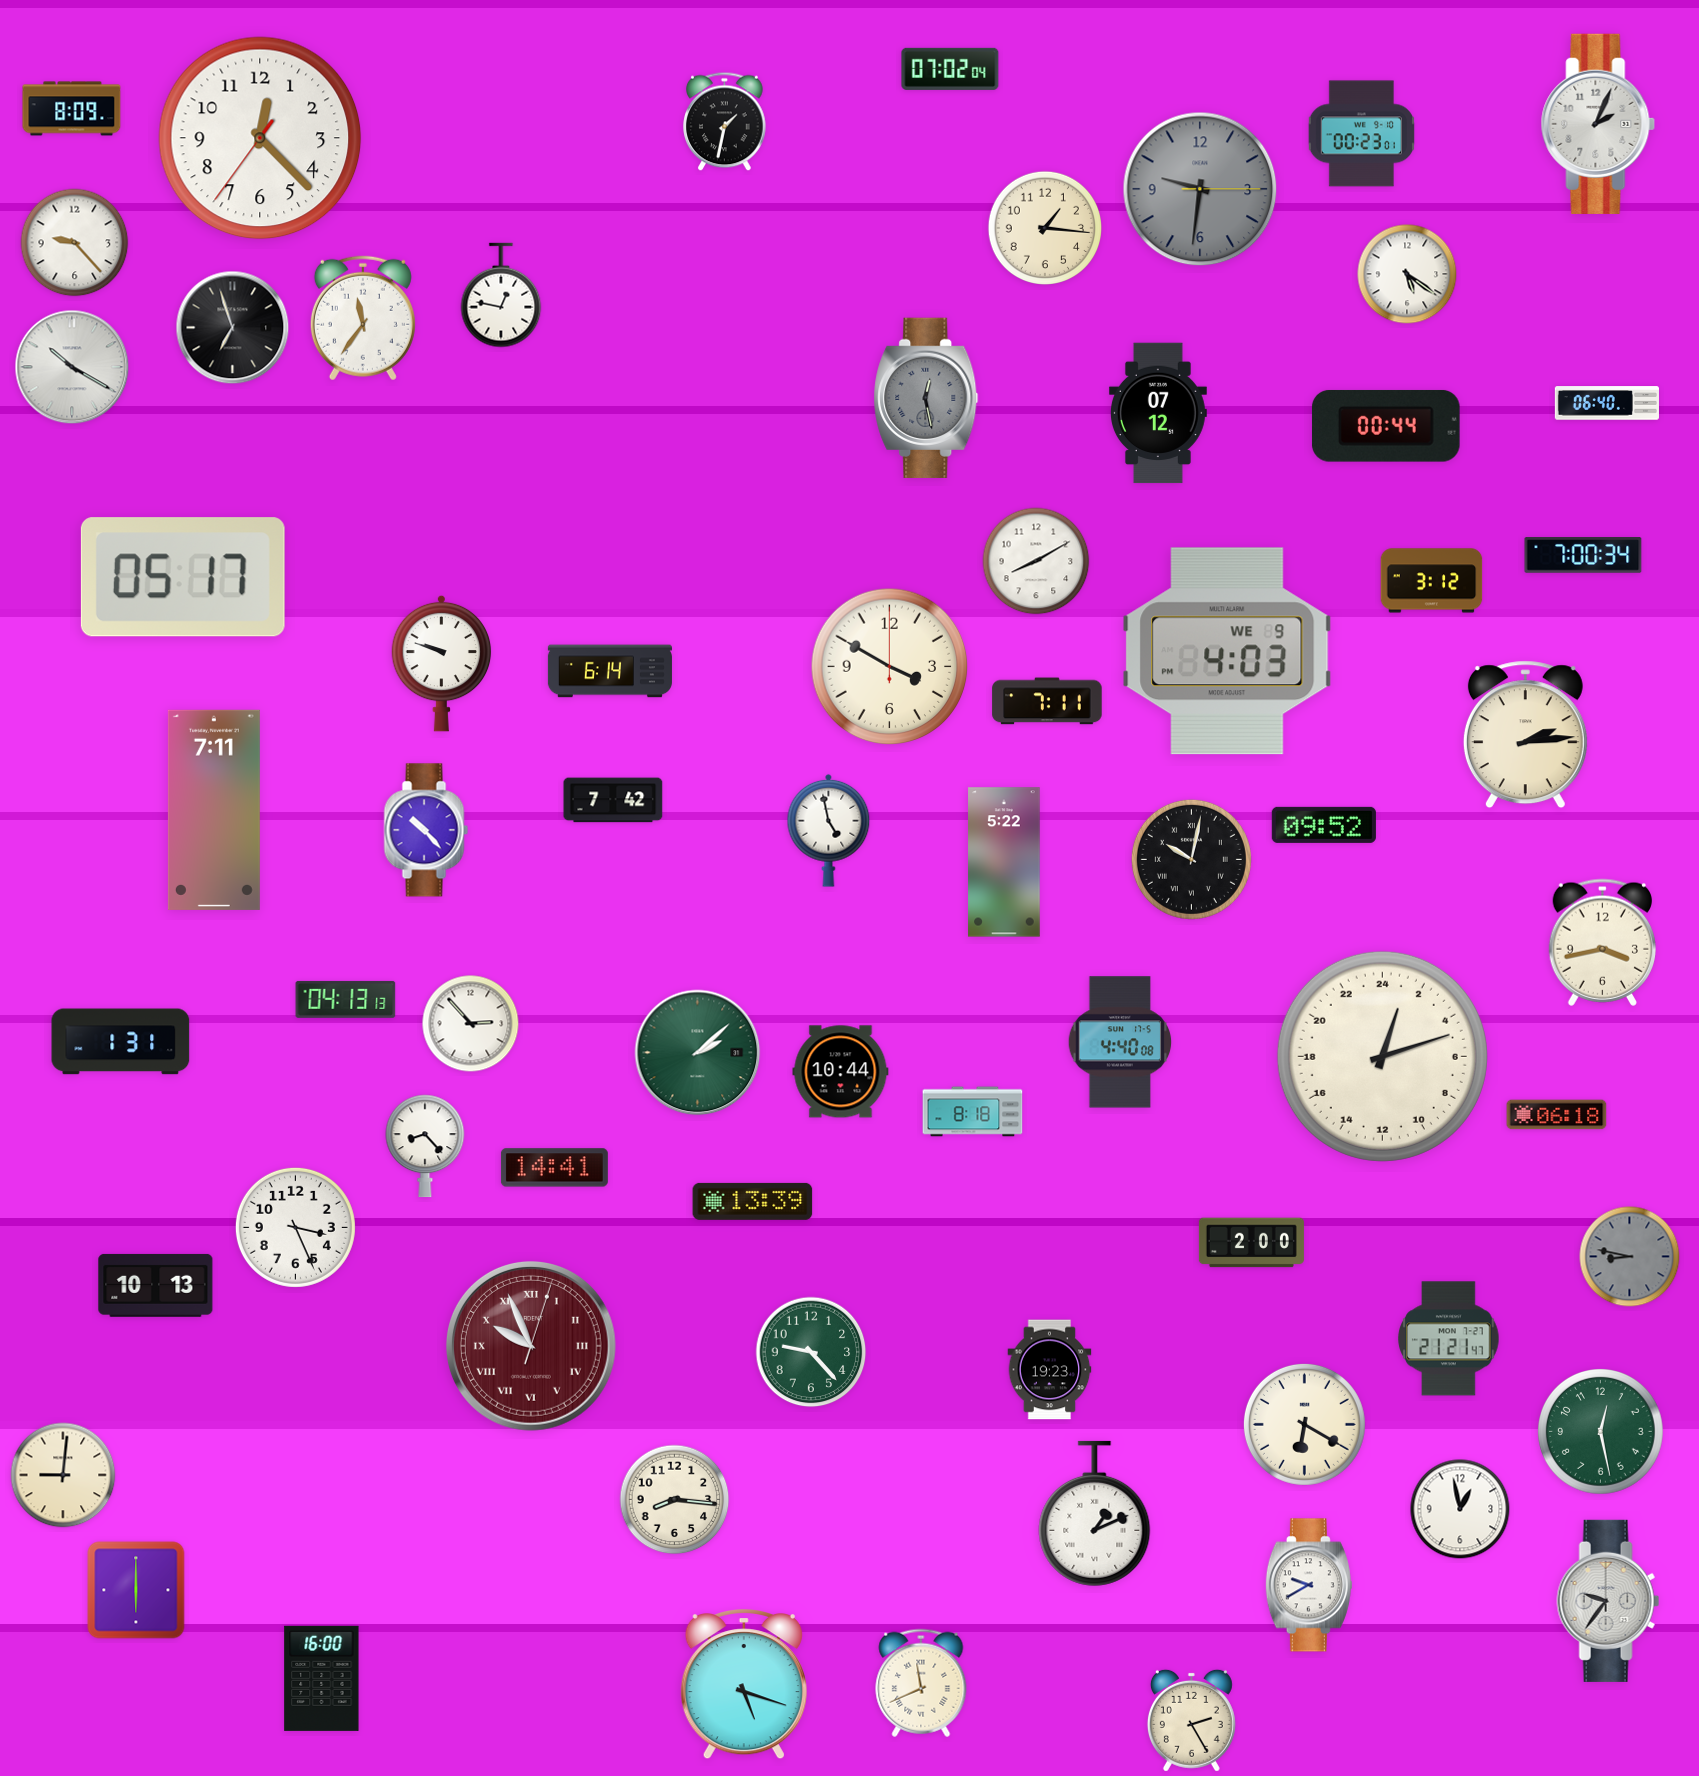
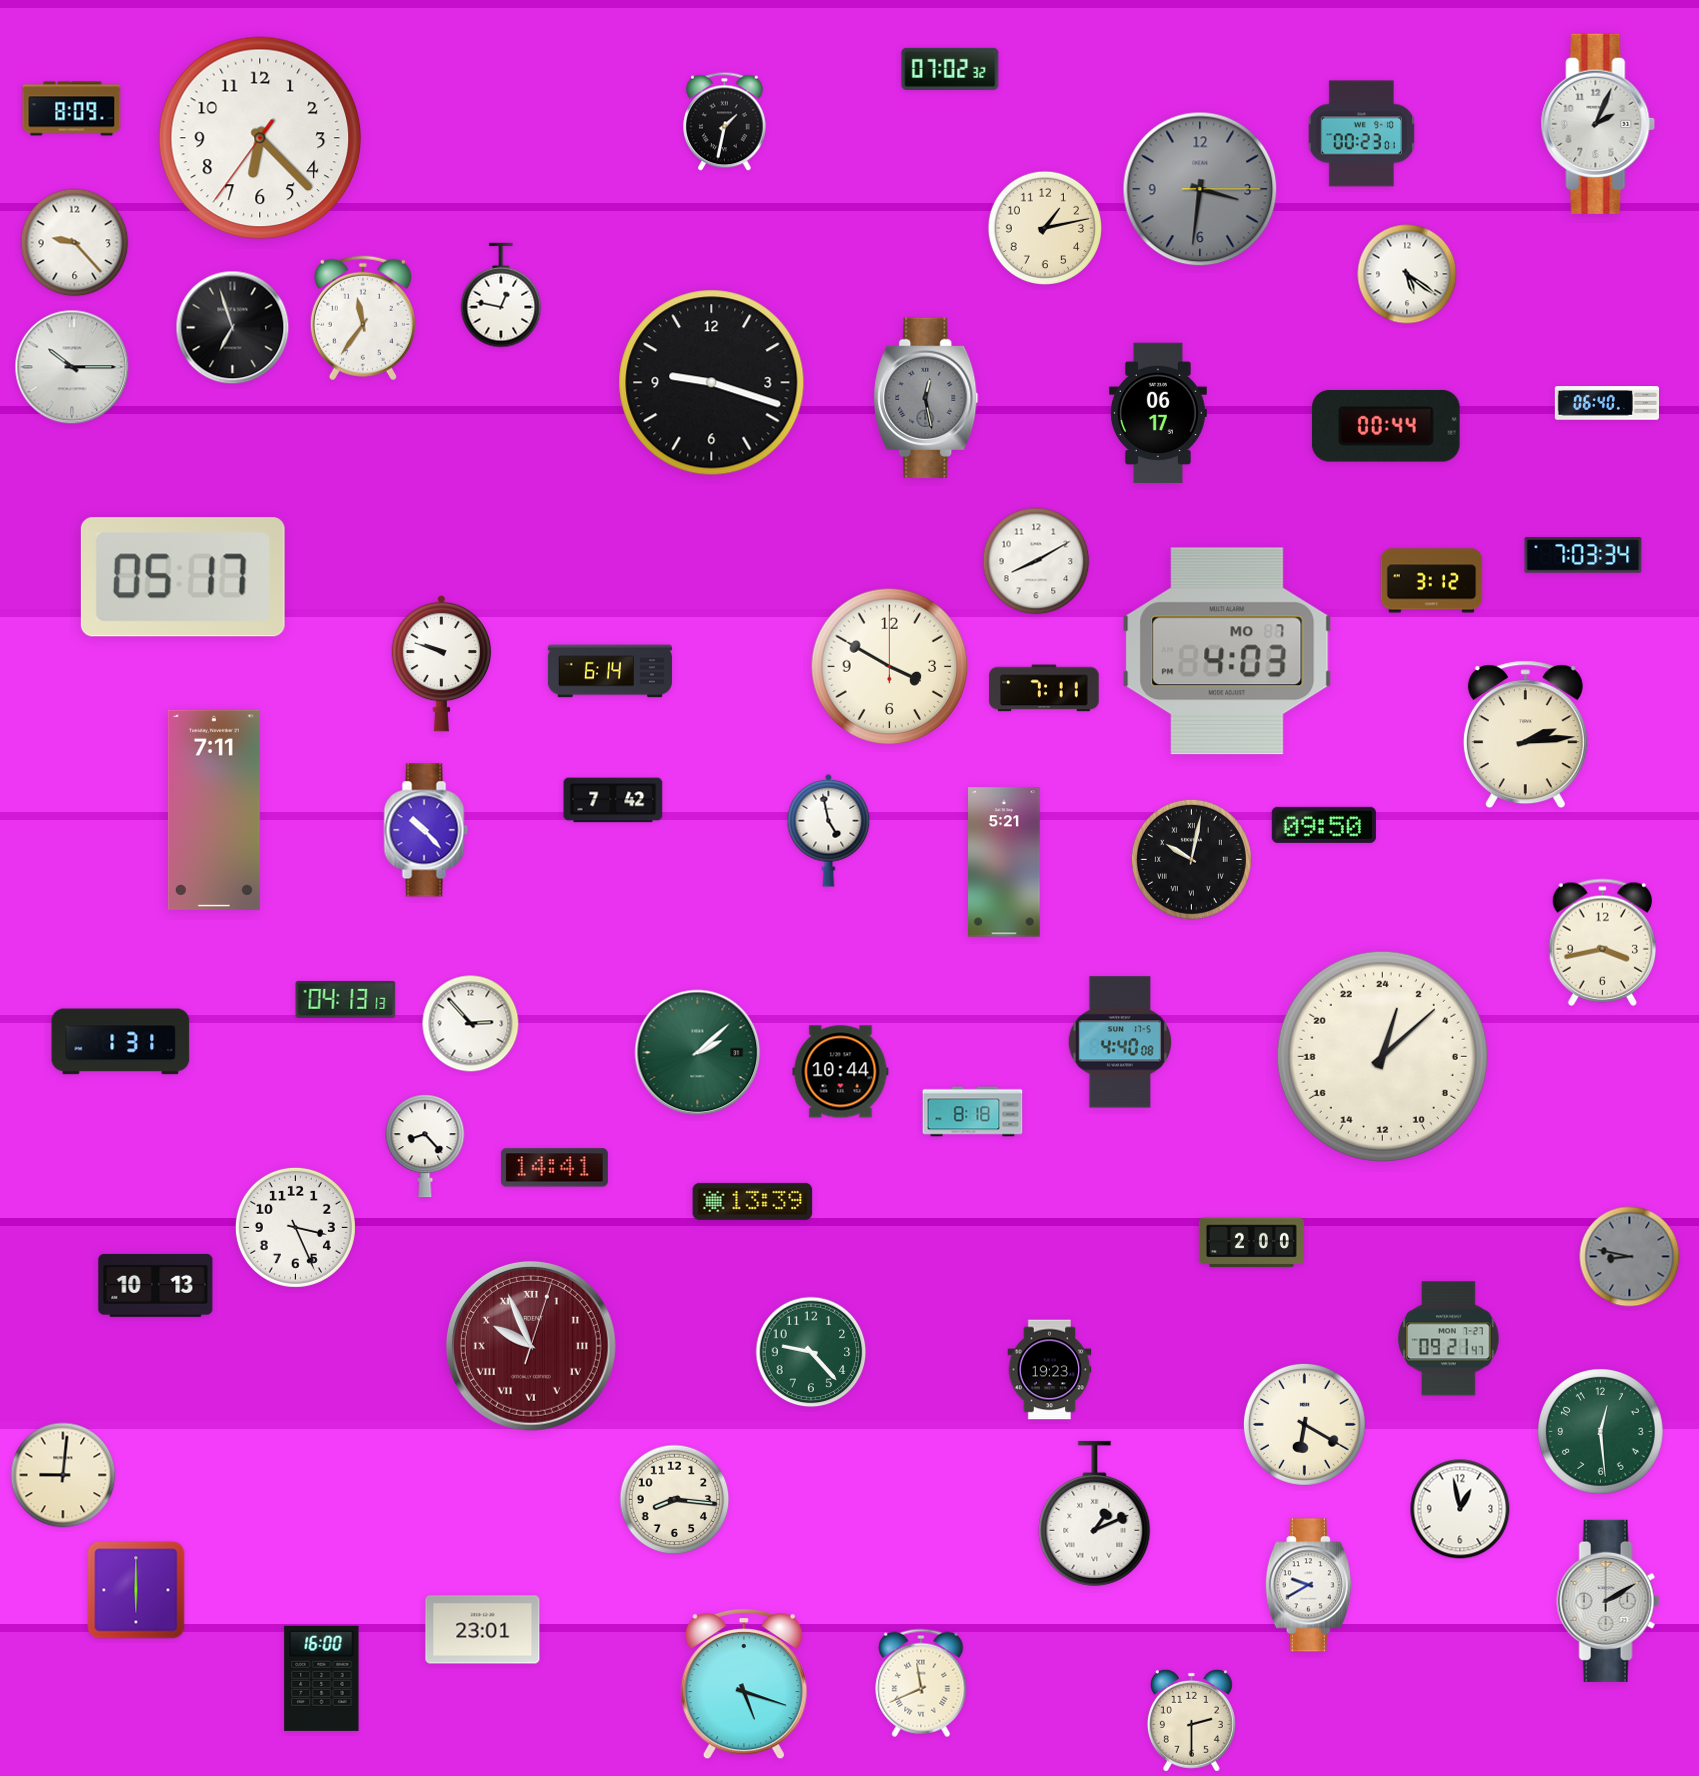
clock at (950, 69): 07:02:04 -> 07:02:32
clock at (260, 138): 12:22 -> 6:22
clock at (1200, 189): 9:31 -> 3:31
clock at (1044, 227): 1:16 -> 1:13
clock at (72, 367): 10:20 -> 10:15
clock at (712, 383): none -> 9:18
clock at (1158, 413): 07:12 -> 06:17
clock at (1583, 555): 7:00 -> 7:03
clock at (1227, 651) date: WE 9 -> MO 7
clock at (1047, 701) position: (1047, 701) -> (1044, 688)
clock at (1324, 825): 09:52 -> 09:50
clock at (1004, 862): 5:22 -> 5:21
clock at (1382, 1056): 1:12 -> 1:08
clock at (1557, 1115): 06:18 -> none
clock at (1449, 1339): 21:21 -> 09:21
clock at (1601, 1432): 12:28 -> 12:29
clock at (1608, 1601): 9:36 -> 2:10
clock at (483, 1630): none -> 23:01
clock at (1191, 1720): 2:25 -> 2:30
